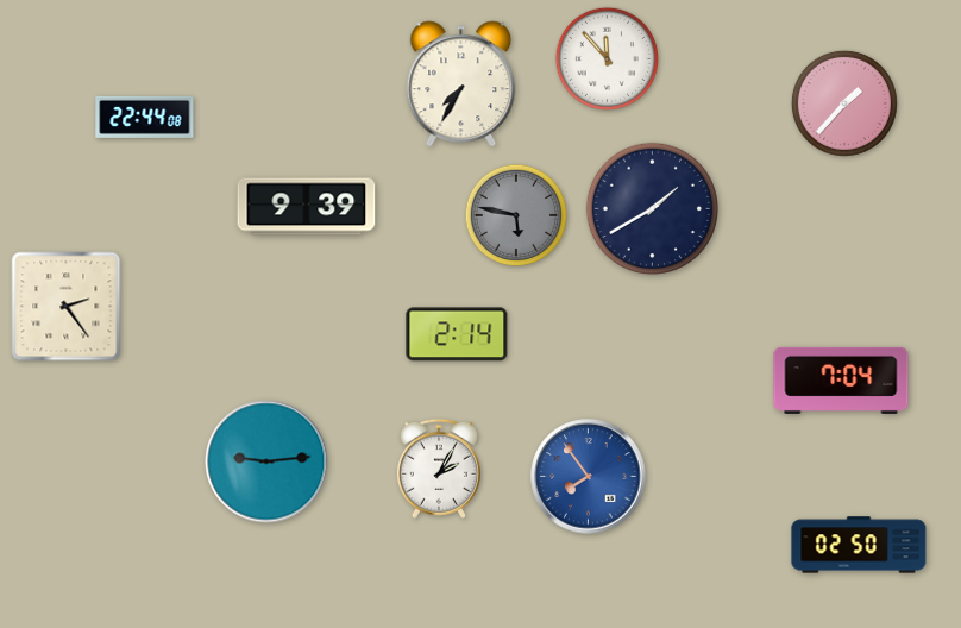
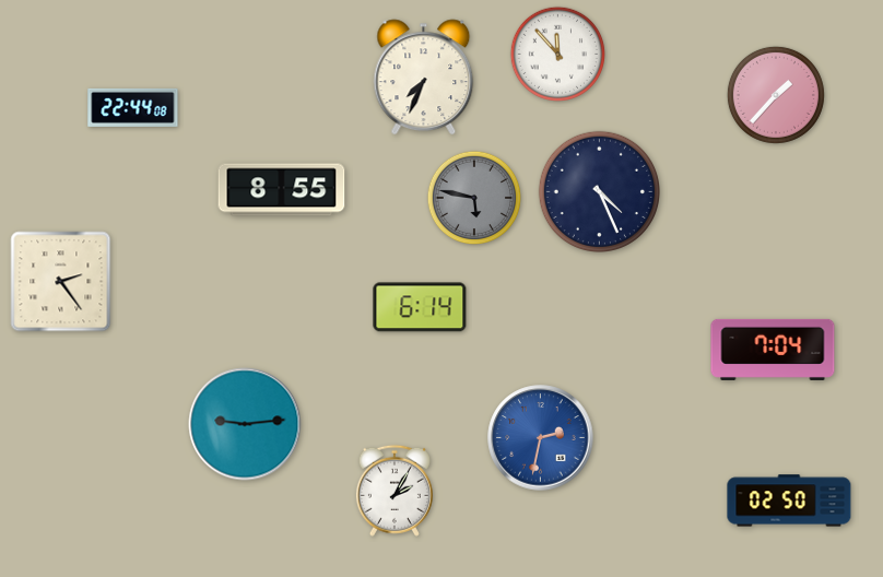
clock at (461, 84): 7:35 -> 7:34
clock at (307, 207): 9:39 -> 8:55
clock at (652, 208): 1:40 -> 4:26
clock at (457, 334): 2:14 -> 6:14
clock at (439, 469) position: (439, 469) -> (395, 491)
clock at (589, 477): 7:54 -> 2:32
